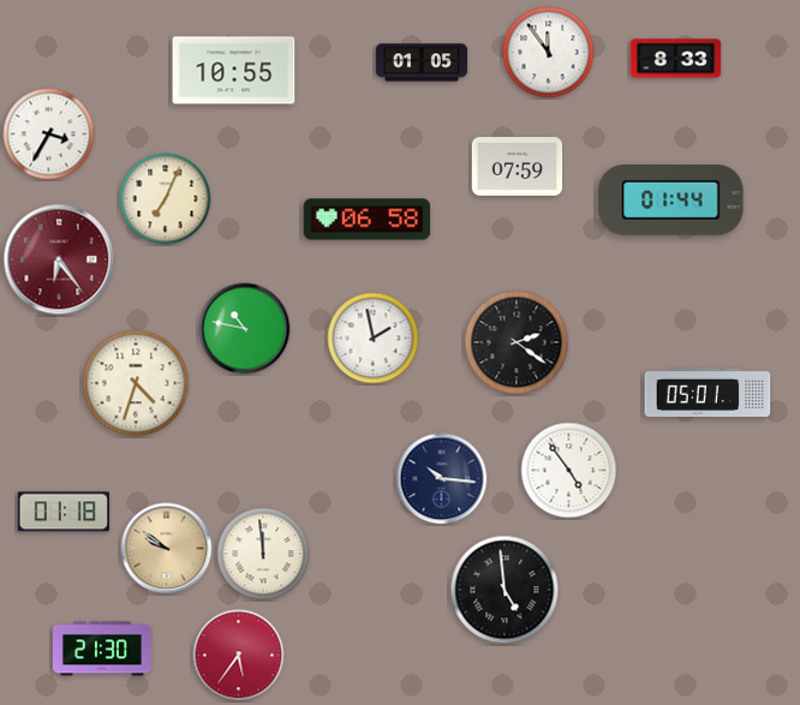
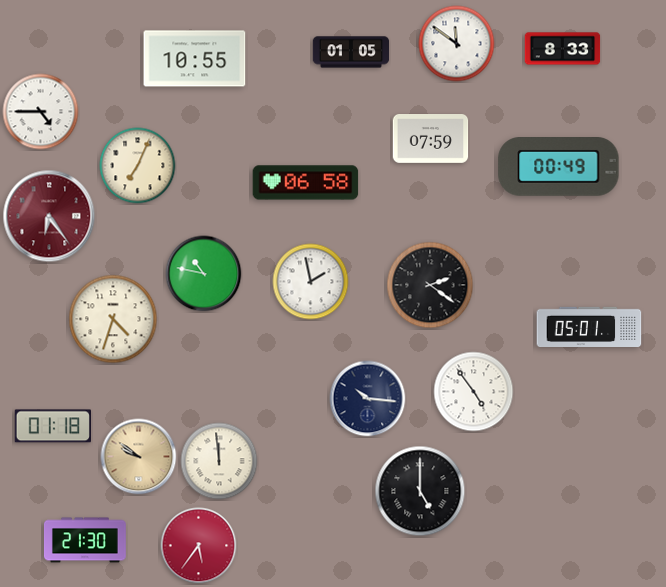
clock at (549, 53): 11:54 -> 11:51
clock at (49, 135): 3:35 -> 4:45
clock at (671, 201): 01:44 -> 00:49
clock at (505, 590): 4:59 -> 5:00
